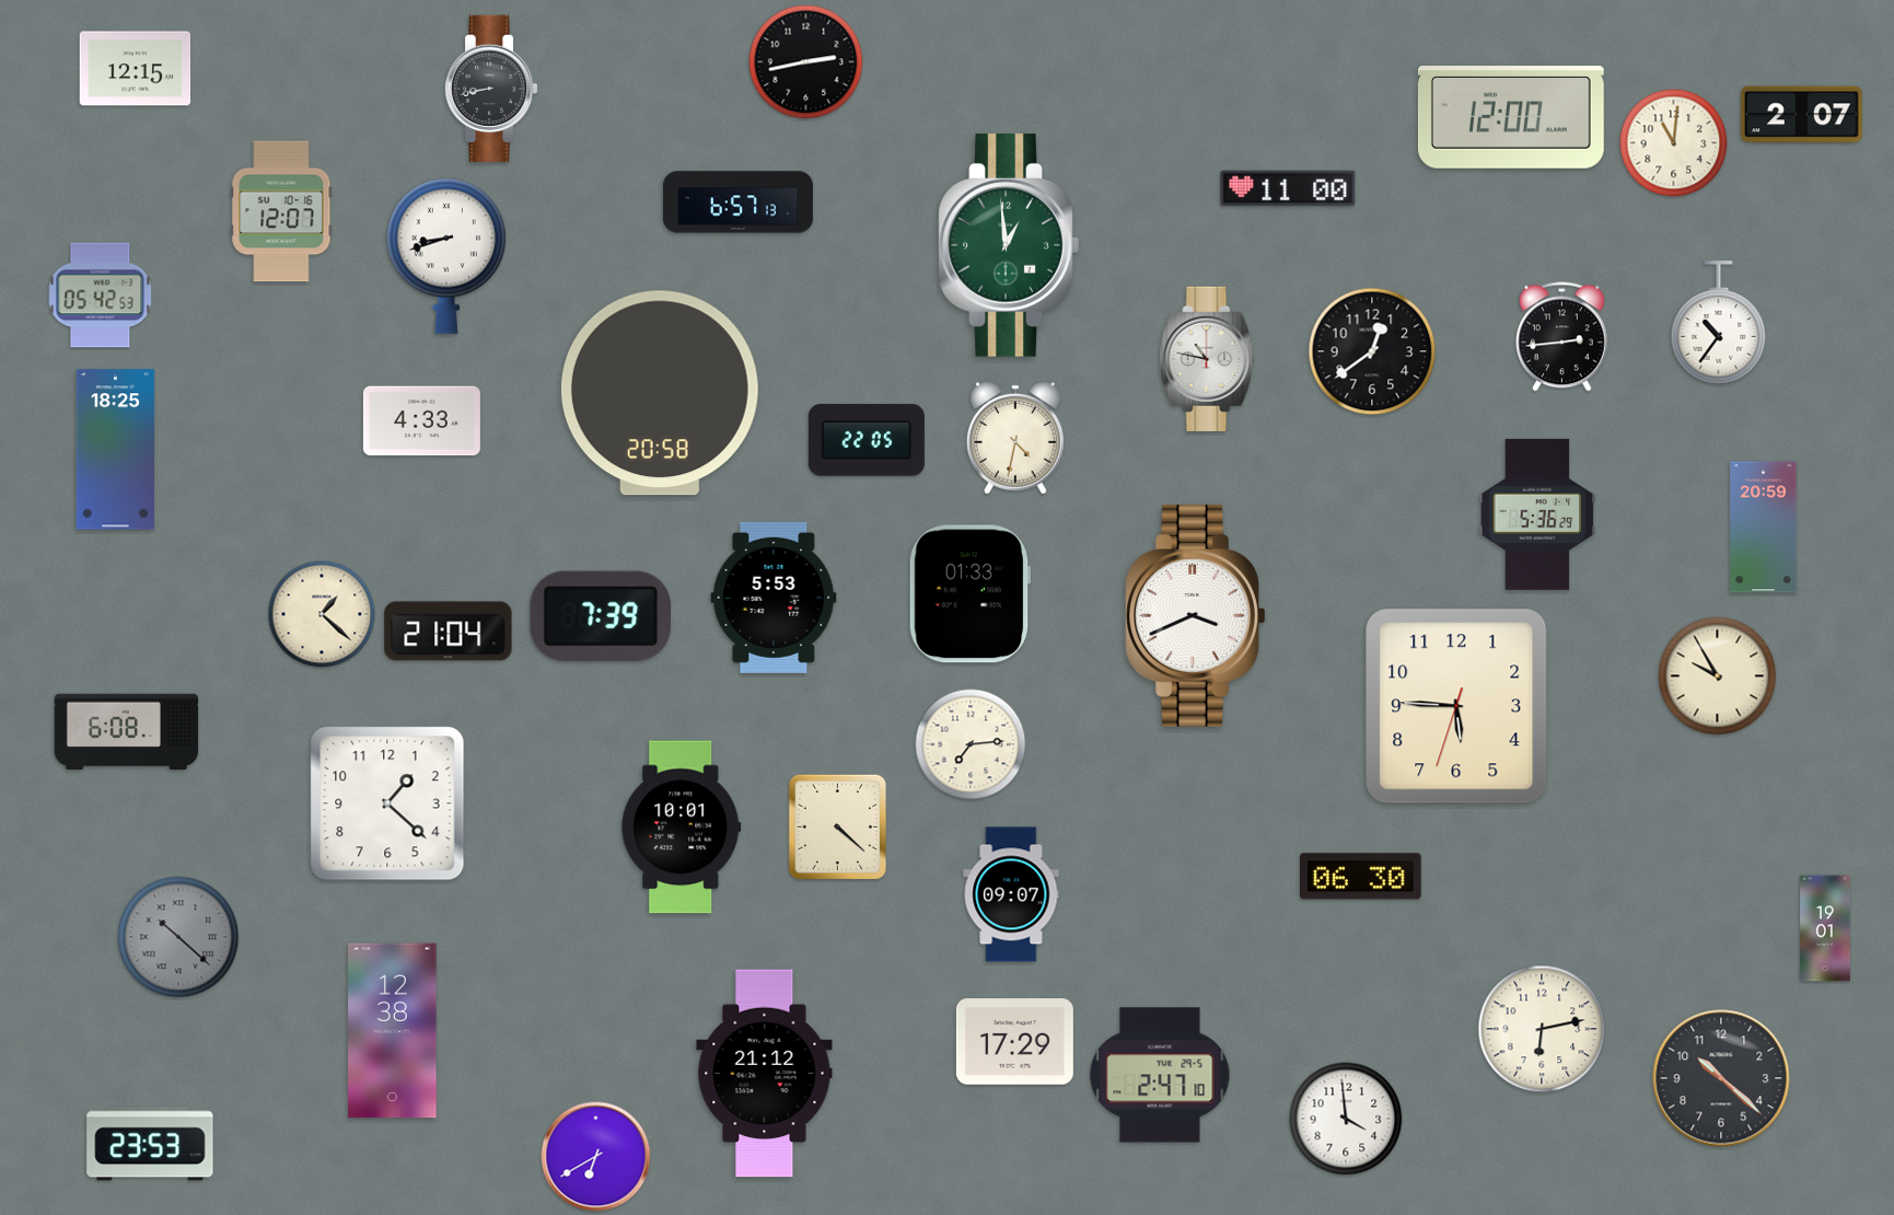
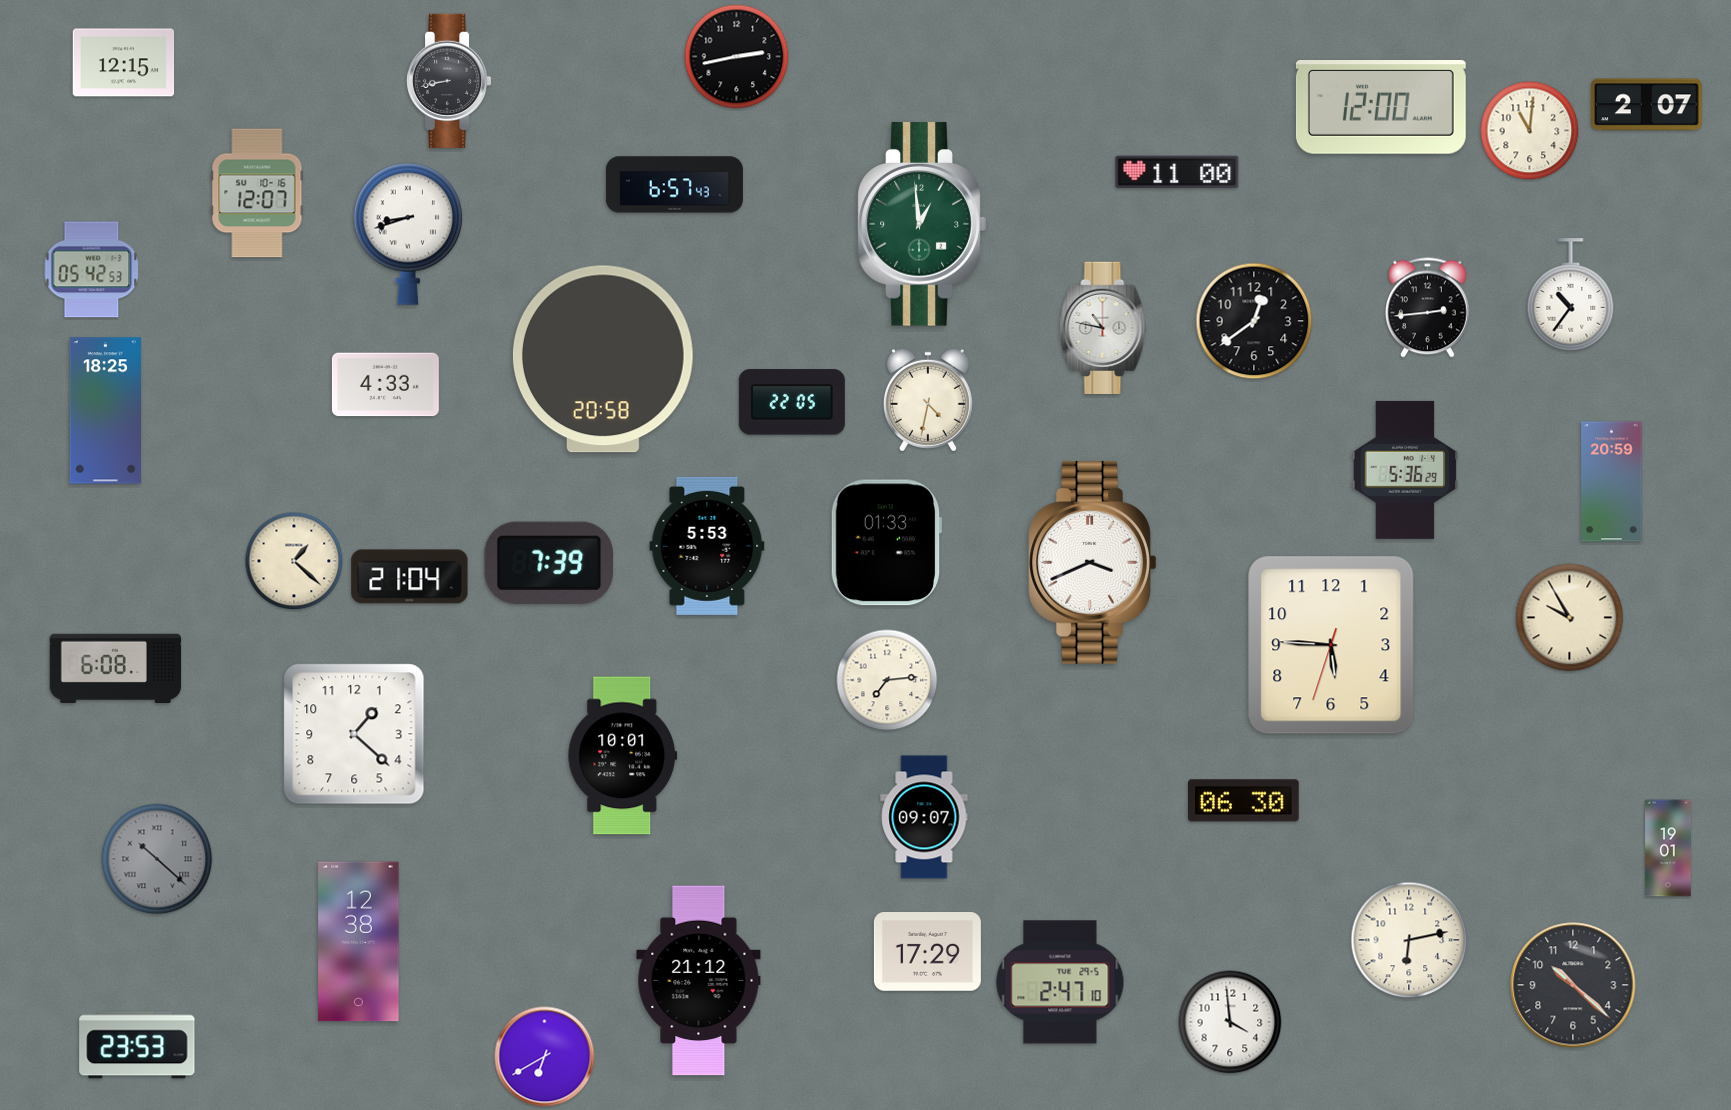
clock at (737, 202): 6:57:13 -> 6:57:43
clock at (837, 826): 4:22 -> none
clock at (178, 937) position: (178, 937) -> (157, 859)
